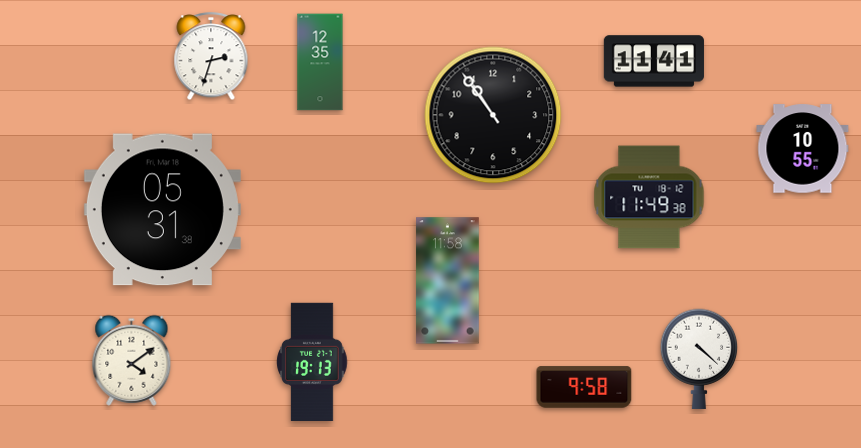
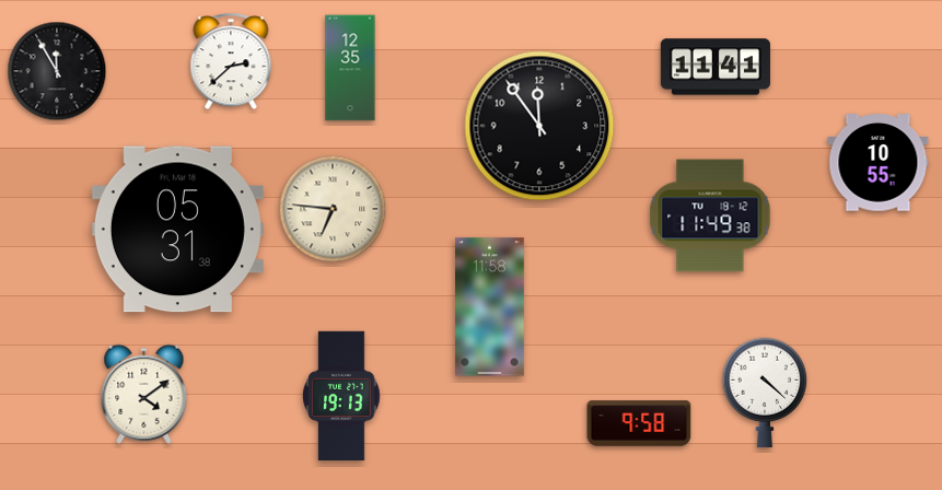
clock at (211, 57): 2:33 -> 2:38
clock at (57, 71): none -> 11:55
clock at (493, 115): 10:54 -> 11:54
clock at (333, 209): none -> 6:46
